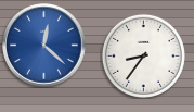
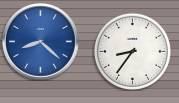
clock at (44, 46): 12:22 -> 8:22
